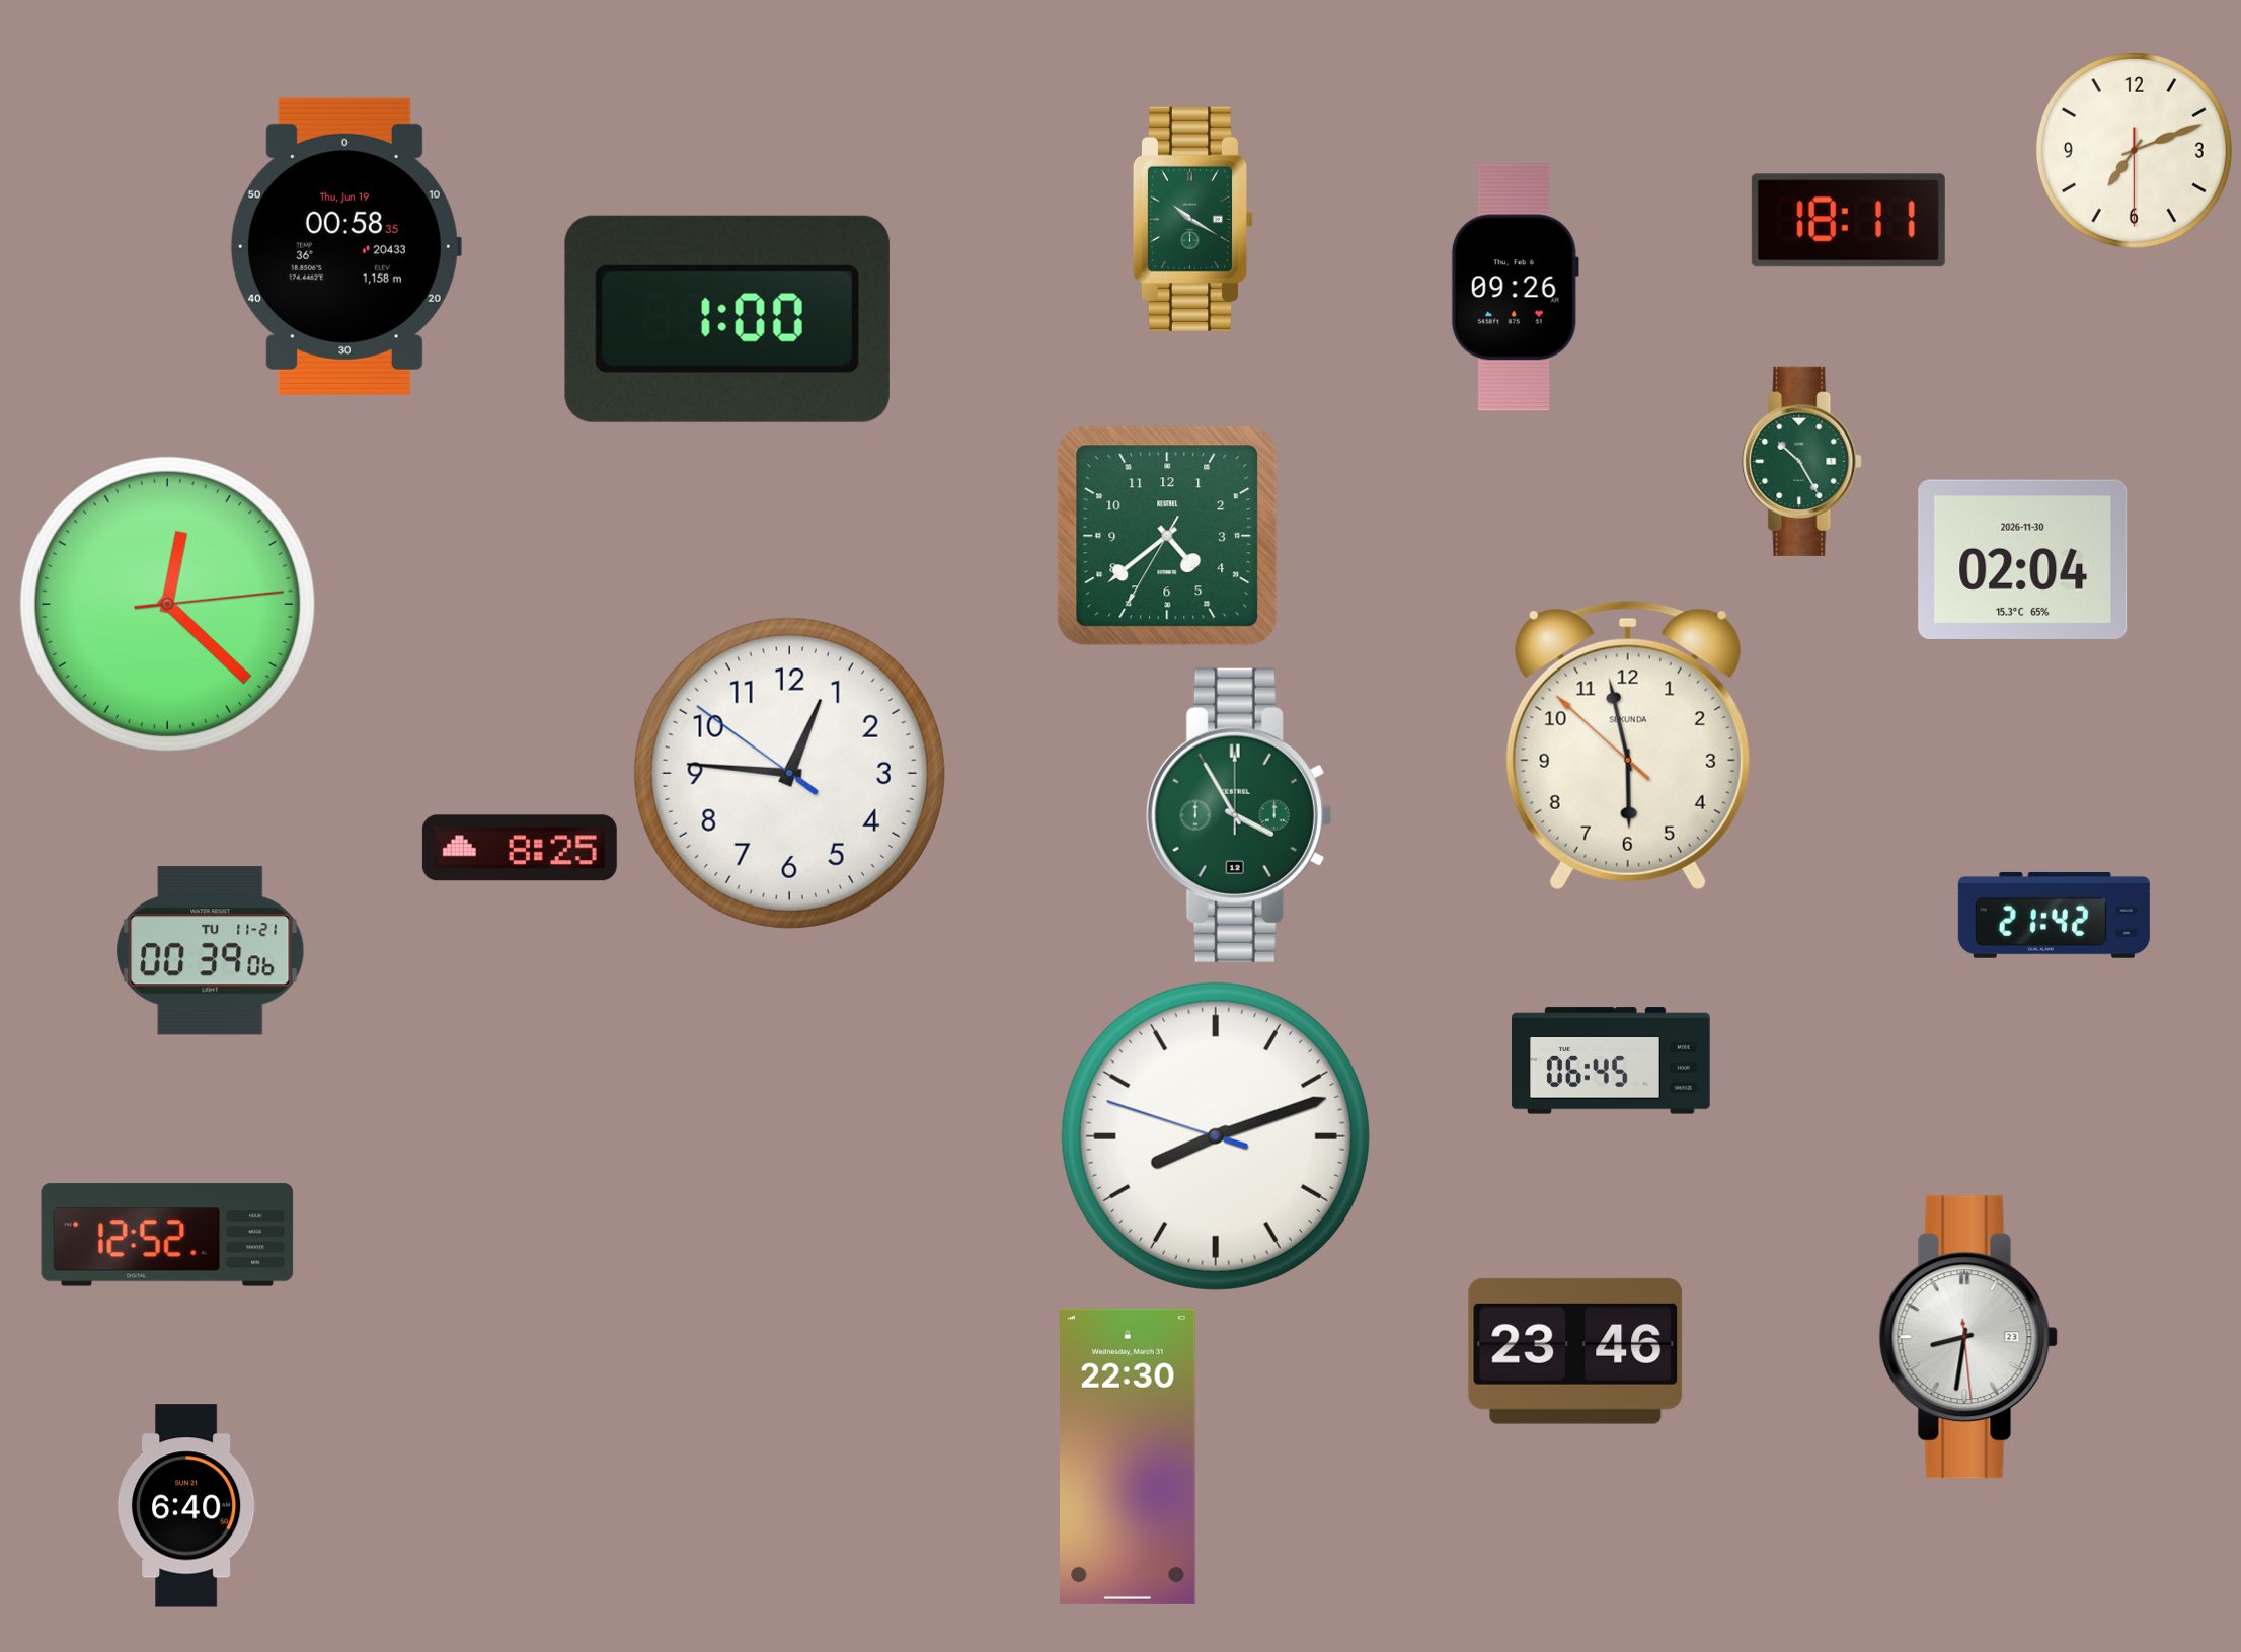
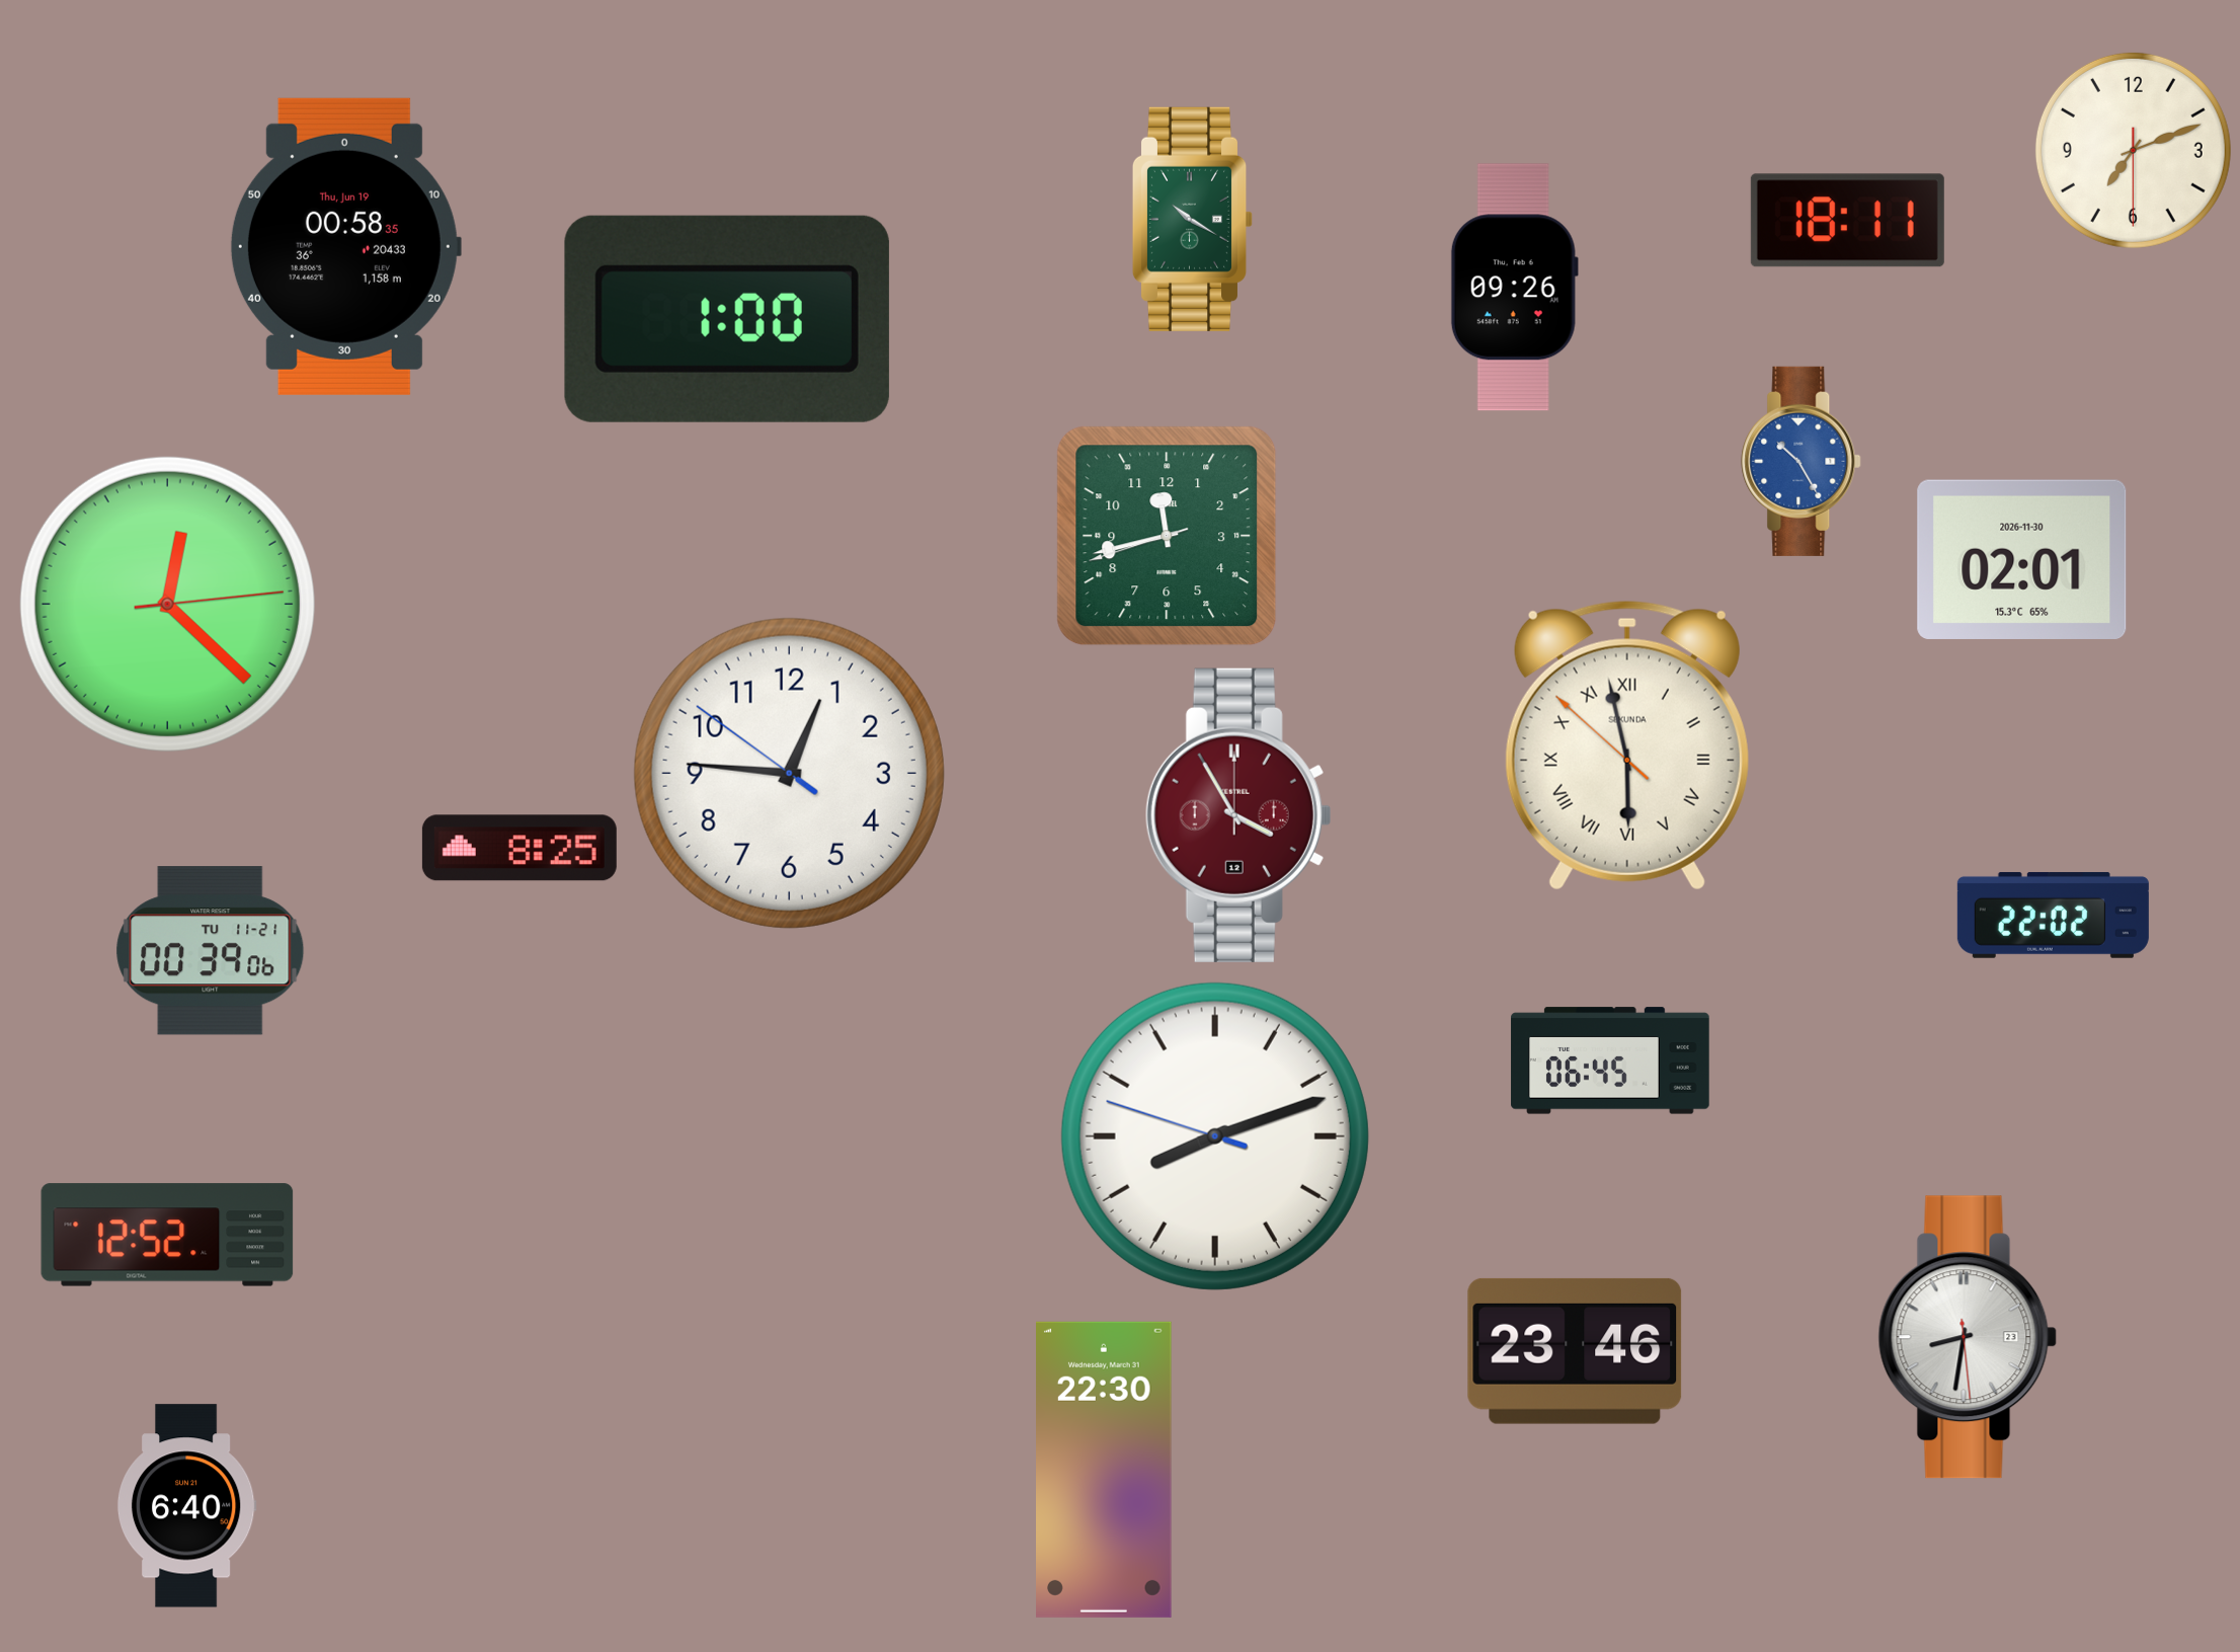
clock at (1802, 461) dial: green -> blue
clock at (1167, 536): 4:38 -> 11:42
clock at (2023, 559): 02:04 -> 02:01
clock at (1628, 745) numerals: Arabic -> Roman
clock at (1239, 815) dial: green -> burgundy
clock at (2054, 915): 21:42 -> 22:02
clock at (1129, 1457) position: (1129, 1457) -> (1105, 1470)
